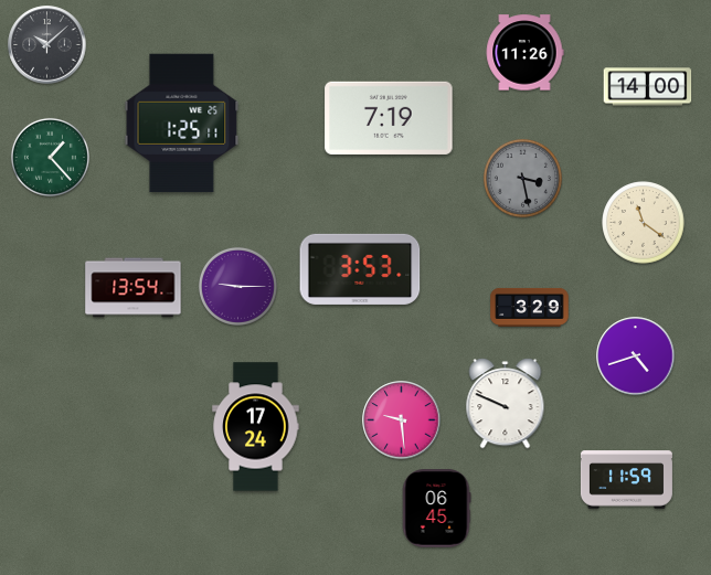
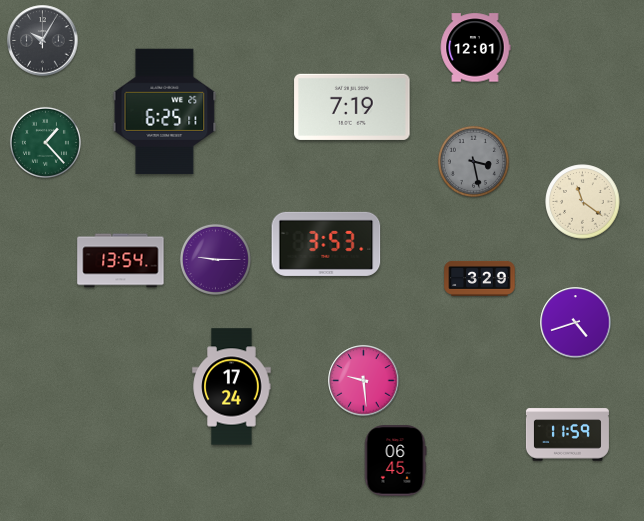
clock at (47, 45): 10:08 -> 10:05
clock at (524, 53): 11:26 -> 12:01
clock at (648, 87): 14:00 -> none
clock at (182, 124): 1:25 -> 6:25
clock at (506, 404): 9:49 -> none
